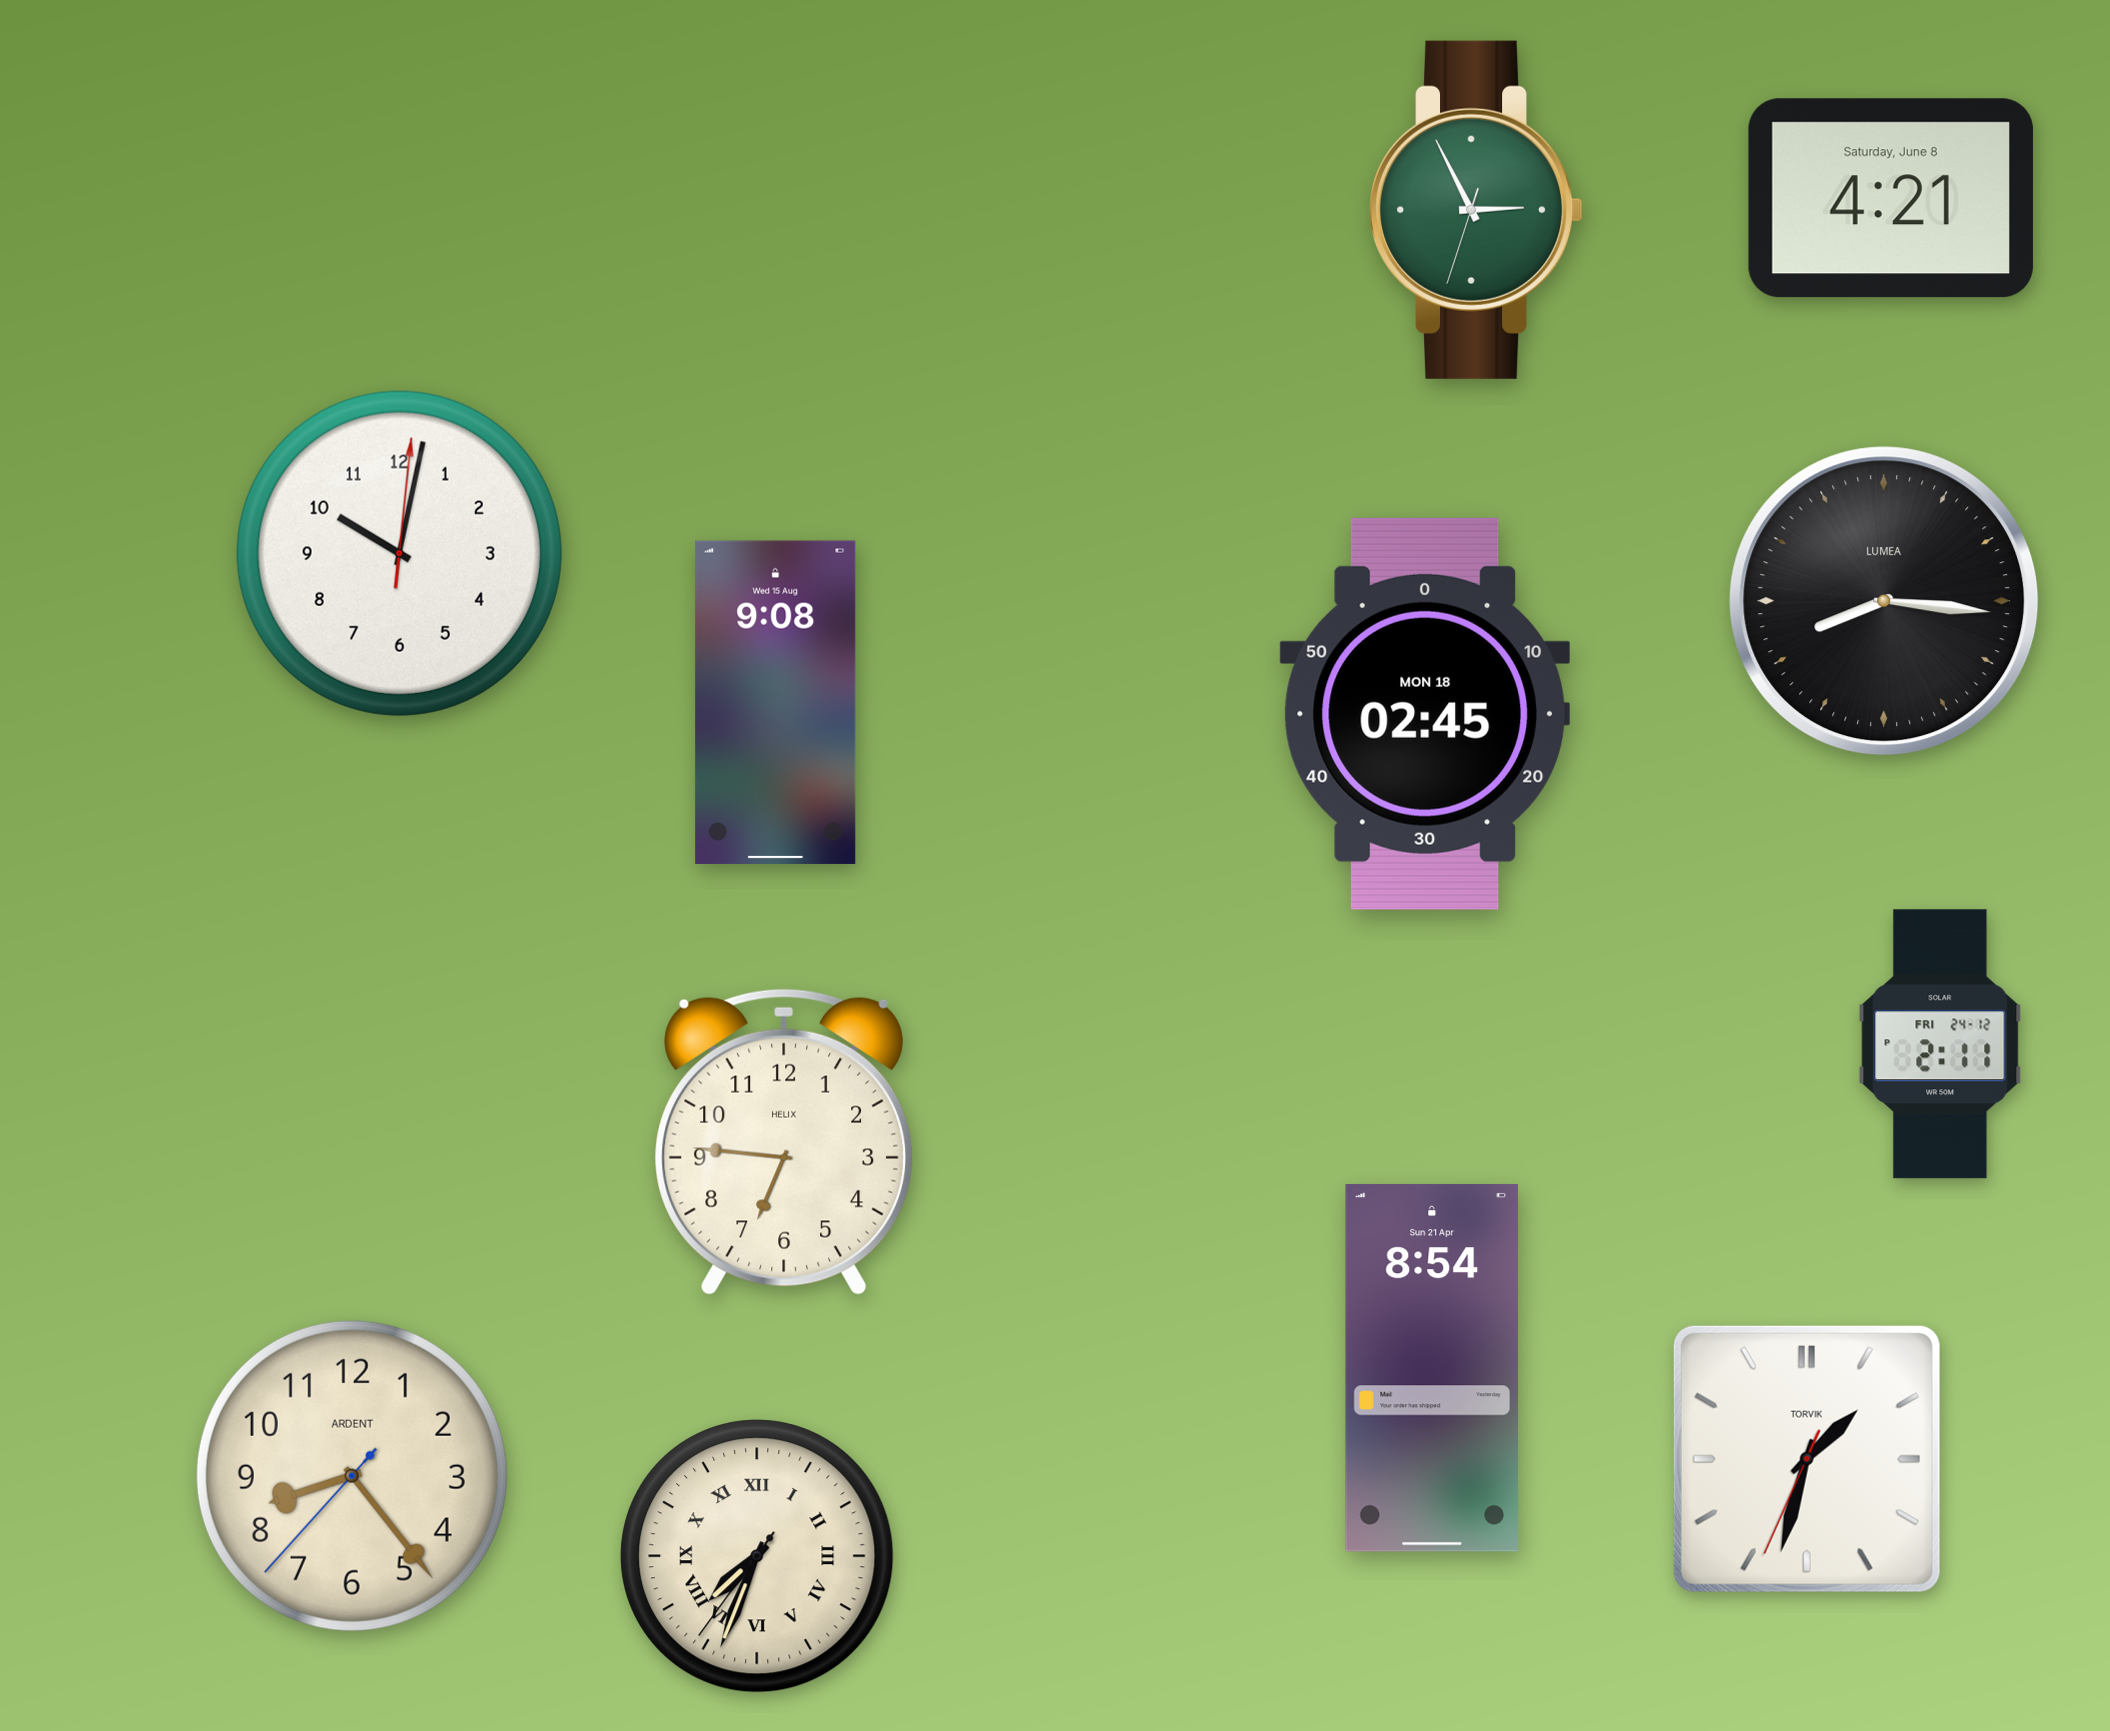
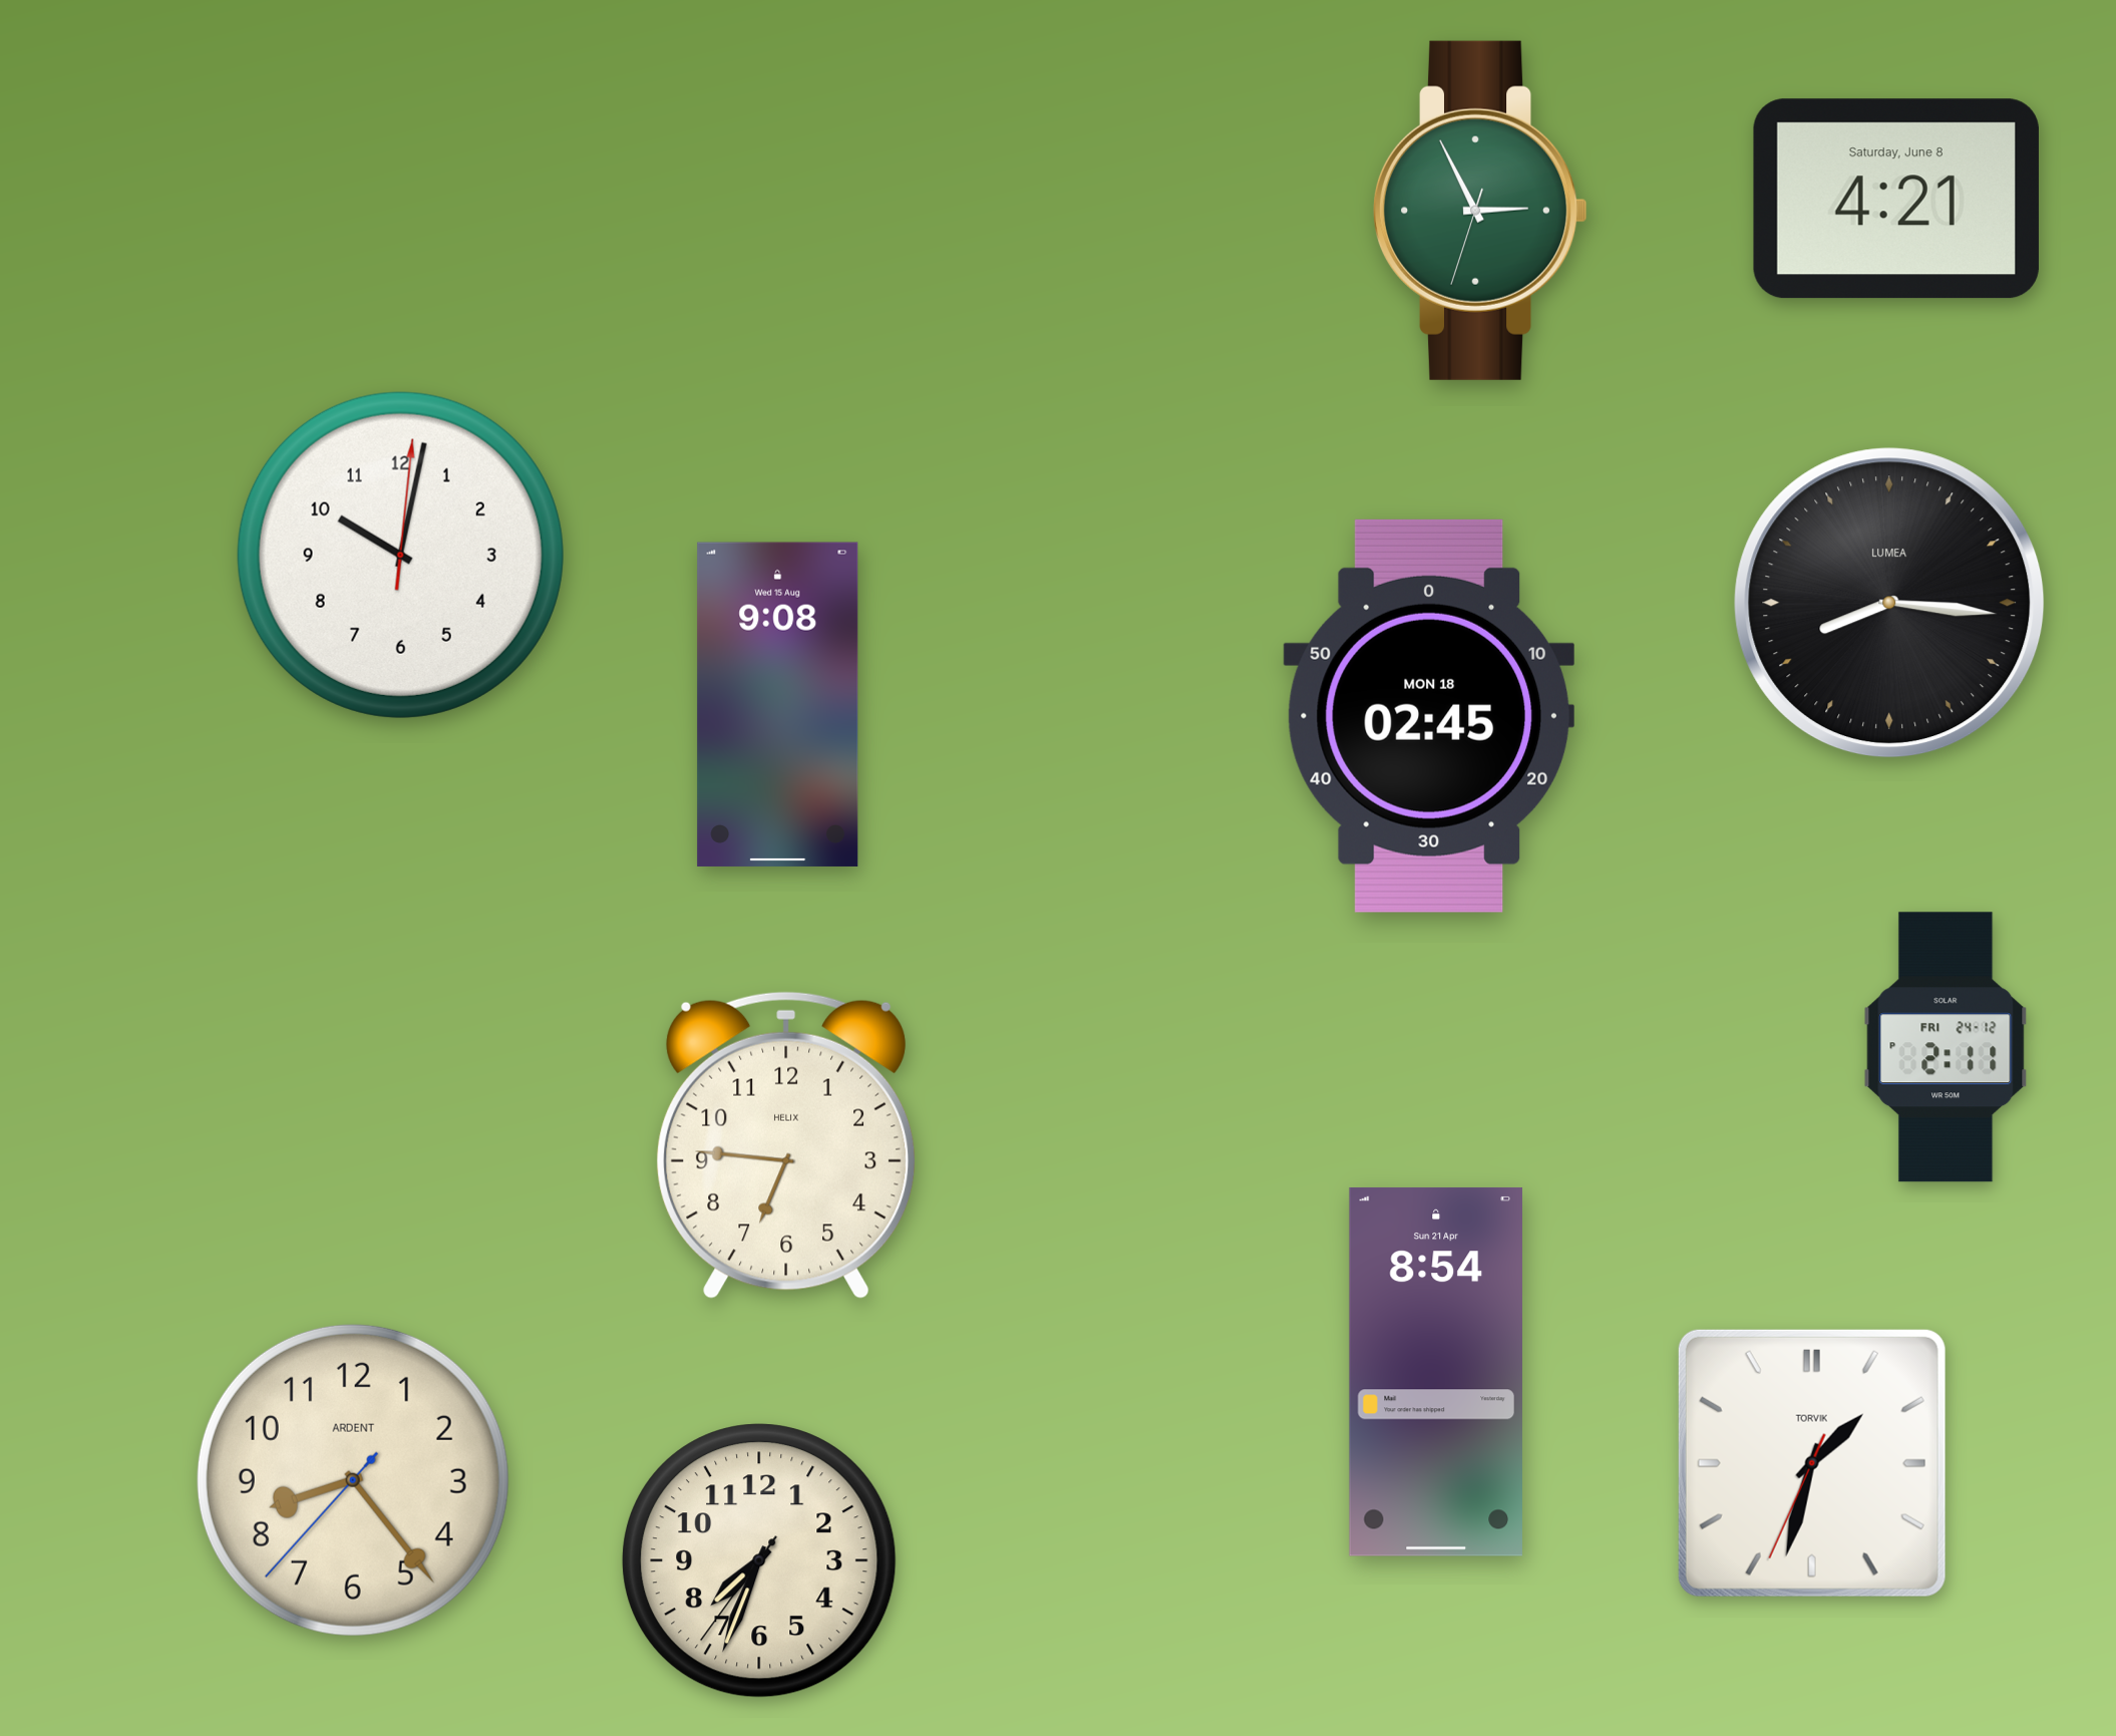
clock at (757, 1556) numerals: Roman -> Arabic
